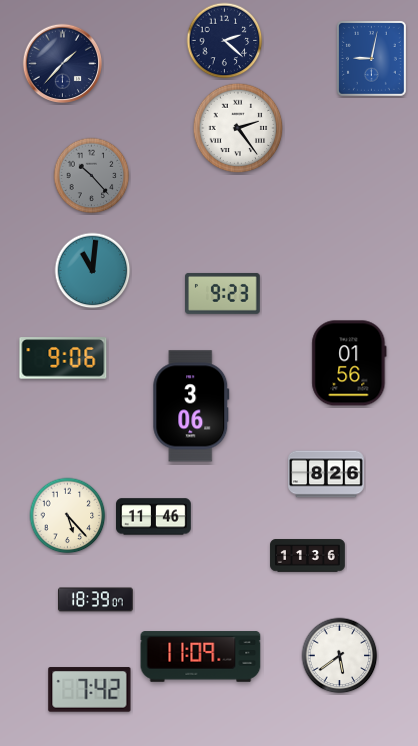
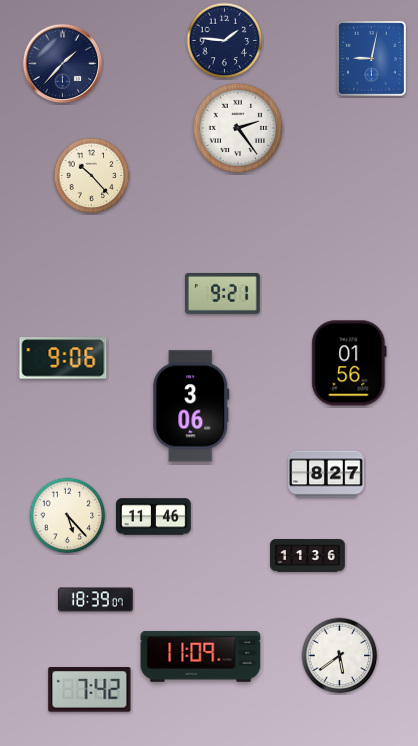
clock at (225, 41): 2:22 -> 1:46
clock at (92, 176) dial: grey -> cream
clock at (93, 271): 11:01 -> none
clock at (223, 293): 9:23 -> 9:21
clock at (326, 474): 8:26 -> 8:27
